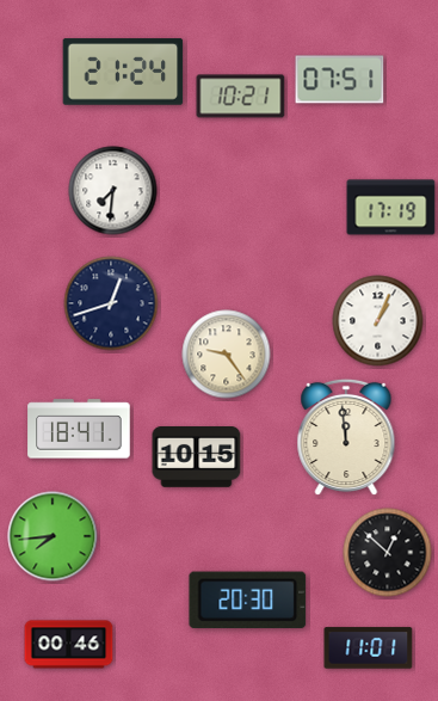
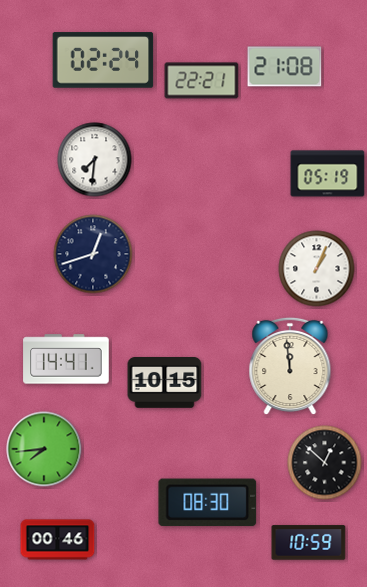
clock at (123, 72): 21:24 -> 02:24
clock at (340, 80): 07:51 -> 21:08
clock at (241, 97): 10:21 -> 22:21
clock at (391, 208): 17:19 -> 05:19
clock at (227, 355): 9:24 -> none
clock at (79, 429): 18:41 -> 14:41
clock at (248, 601): 20:30 -> 08:30
clock at (369, 648): 11:01 -> 10:59
